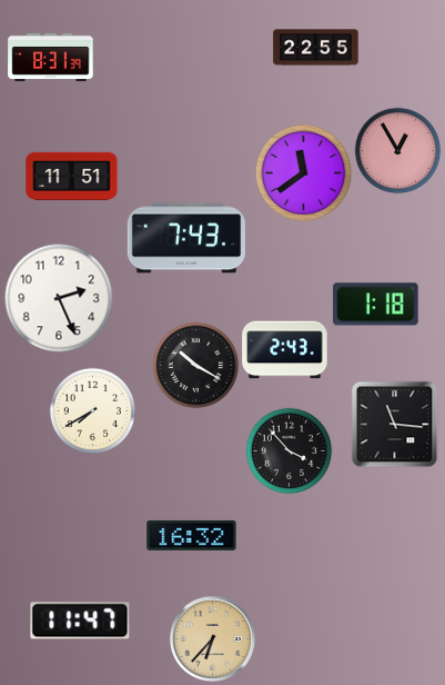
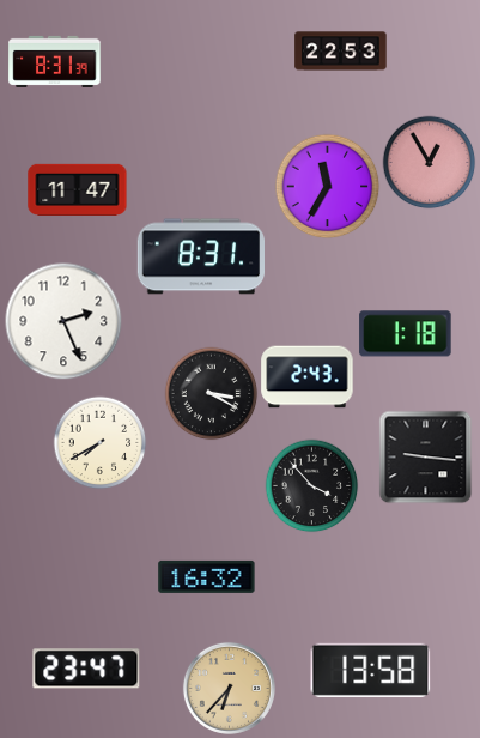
clock at (316, 48): 22:55 -> 22:53
clock at (303, 172): 11:39 -> 11:35
clock at (72, 176): 11:51 -> 11:47
clock at (186, 238): 7:43 -> 8:31
clock at (376, 305) position: (376, 305) -> (406, 334)
clock at (195, 365): 10:20 -> 3:20
clock at (394, 424): 11:16 -> 9:16
clock at (80, 621): 11:47 -> 23:47
clock at (371, 670): none -> 13:58
